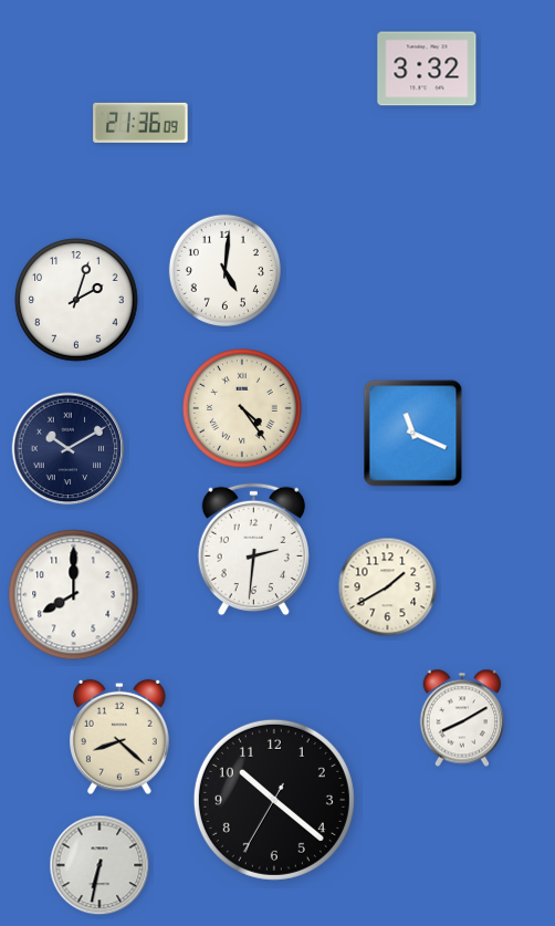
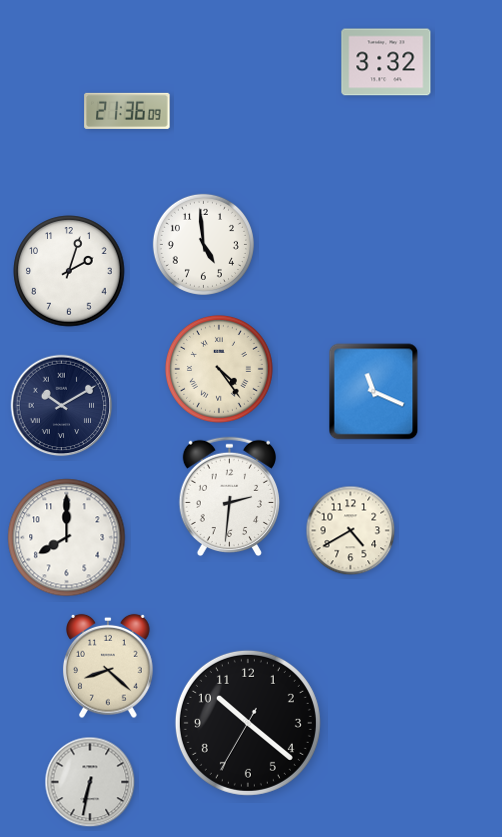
clock at (224, 270): 5:01 -> 4:59
clock at (388, 587): 1:40 -> 4:40
clock at (462, 718): 8:10 -> none
